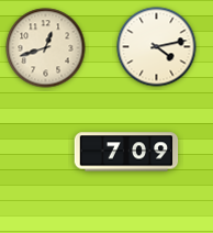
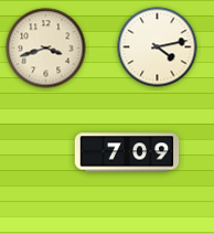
clock at (46, 48): 12:42 -> 3:42
